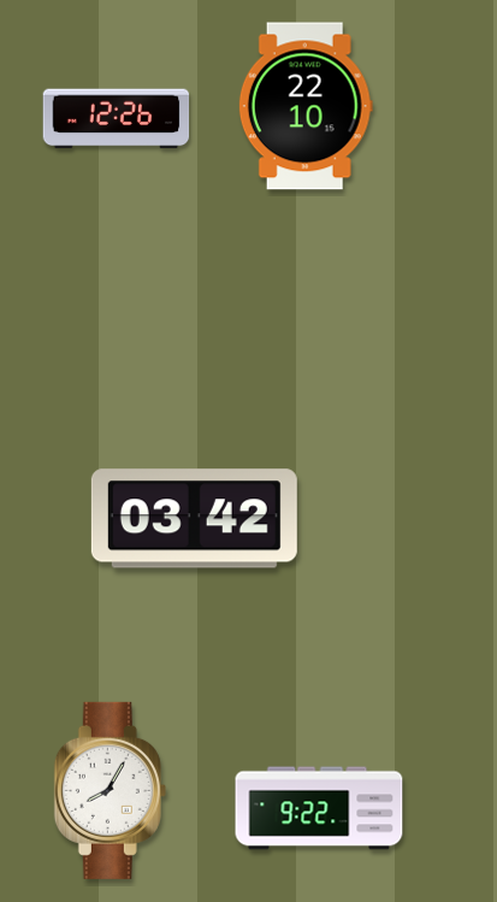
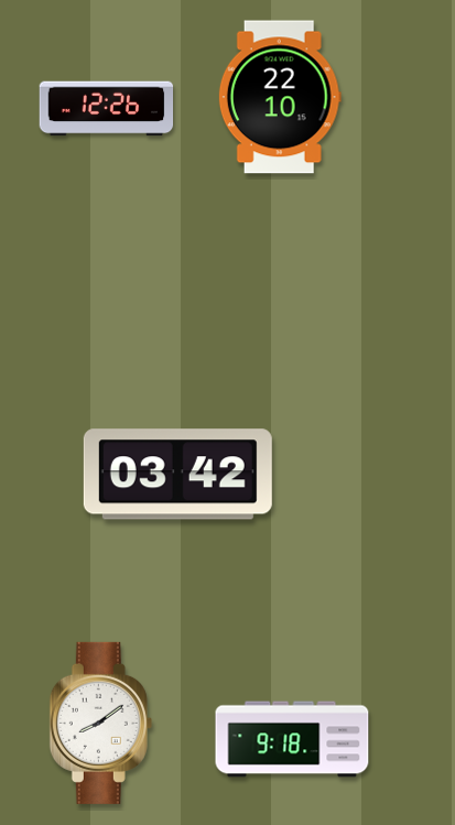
clock at (110, 790): 8:05 -> 8:09
clock at (319, 808): 9:22 -> 9:18
